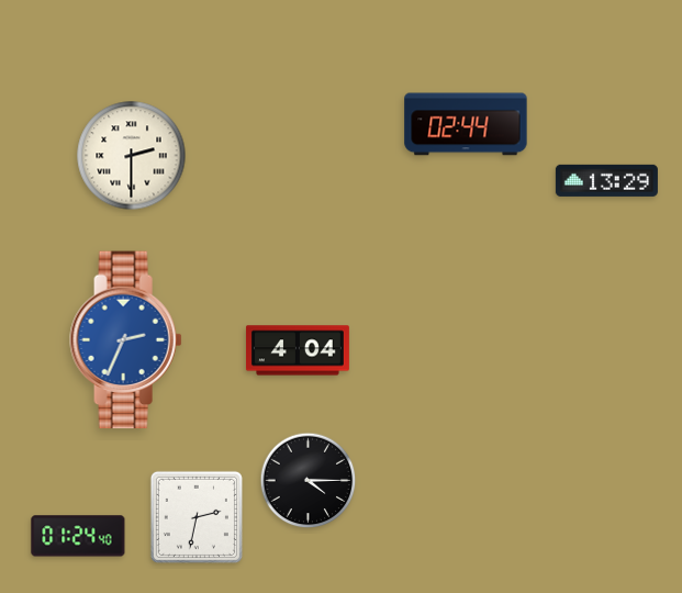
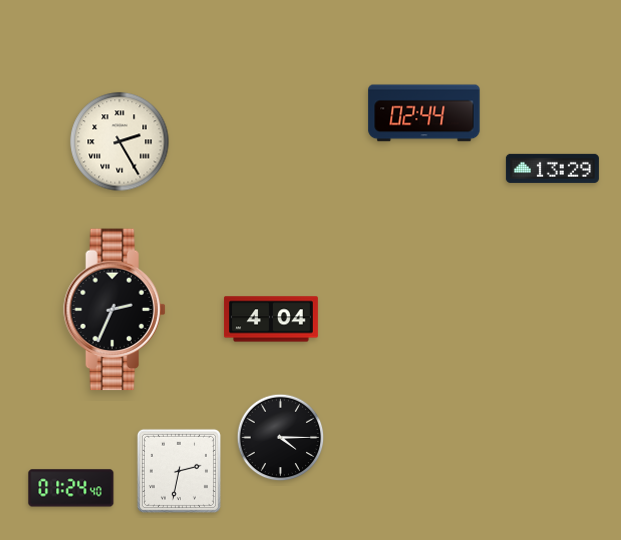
clock at (132, 156): 2:30 -> 2:25
clock at (606, 180) position: (606, 180) -> (552, 168)
clock at (126, 340) dial: blue -> black
